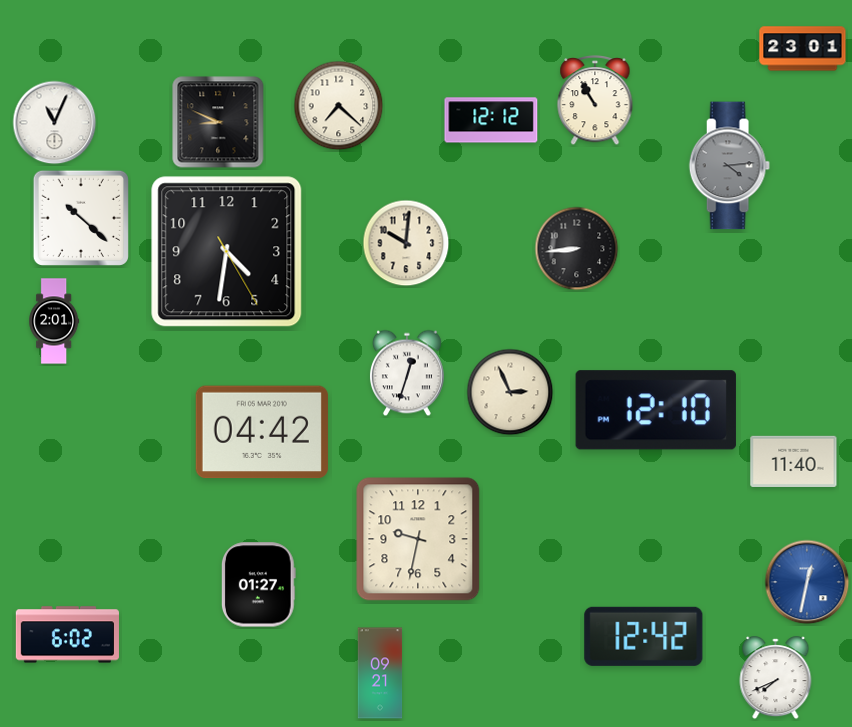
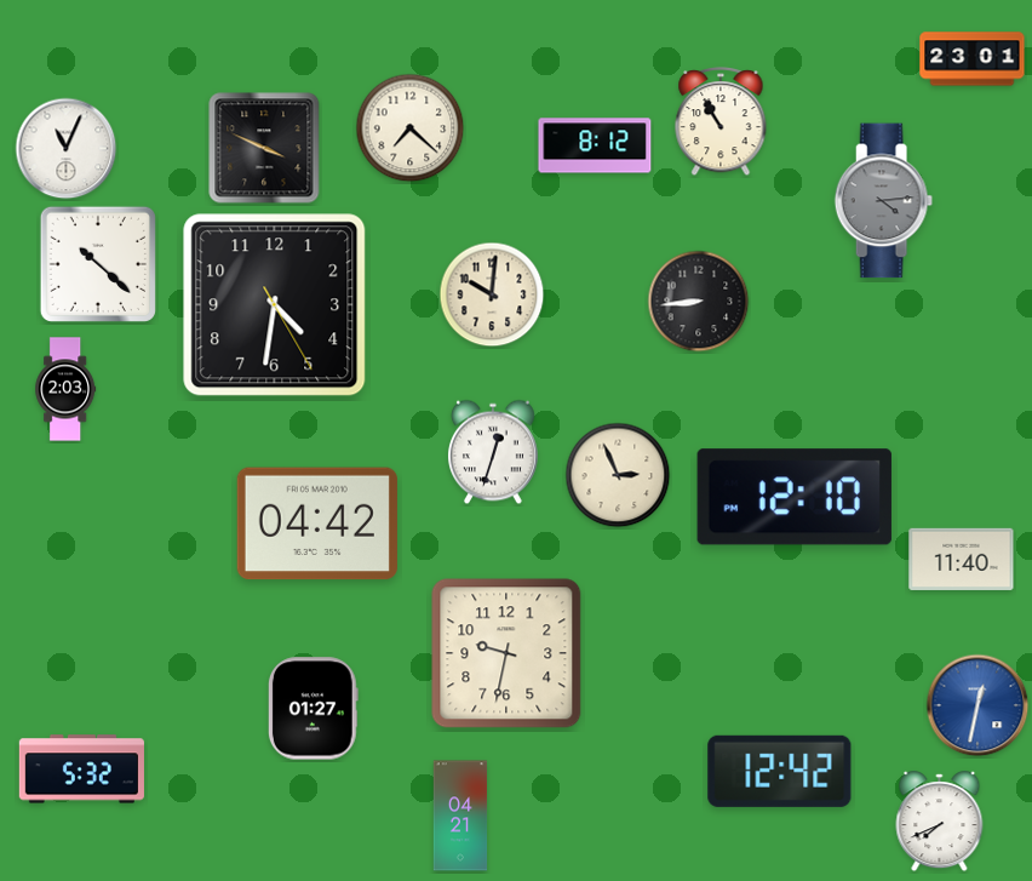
clock at (491, 120): 12:12 -> 8:12
clock at (218, 122): 8:49 -> 3:49
clock at (54, 321): 2:01 -> 2:03
clock at (67, 635): 6:02 -> 5:32
clock at (380, 673): 09:21 -> 04:21
